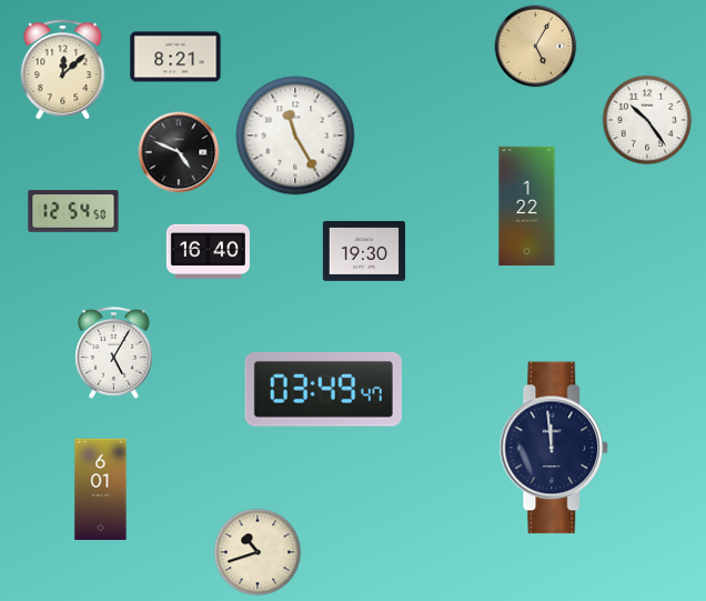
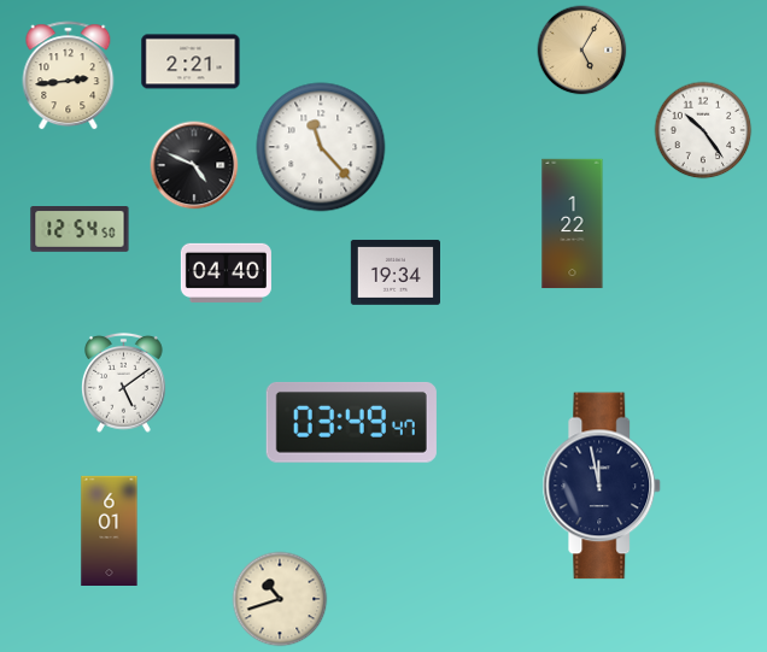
clock at (175, 57): 8:21 -> 2:21
clock at (63, 70): 12:08 -> 2:44
clock at (295, 136): 11:25 -> 11:23
clock at (208, 251): 16:40 -> 04:40
clock at (363, 251): 19:30 -> 19:34
clock at (114, 352): 5:05 -> 5:09
clock at (554, 448): 11:59 -> 11:58
